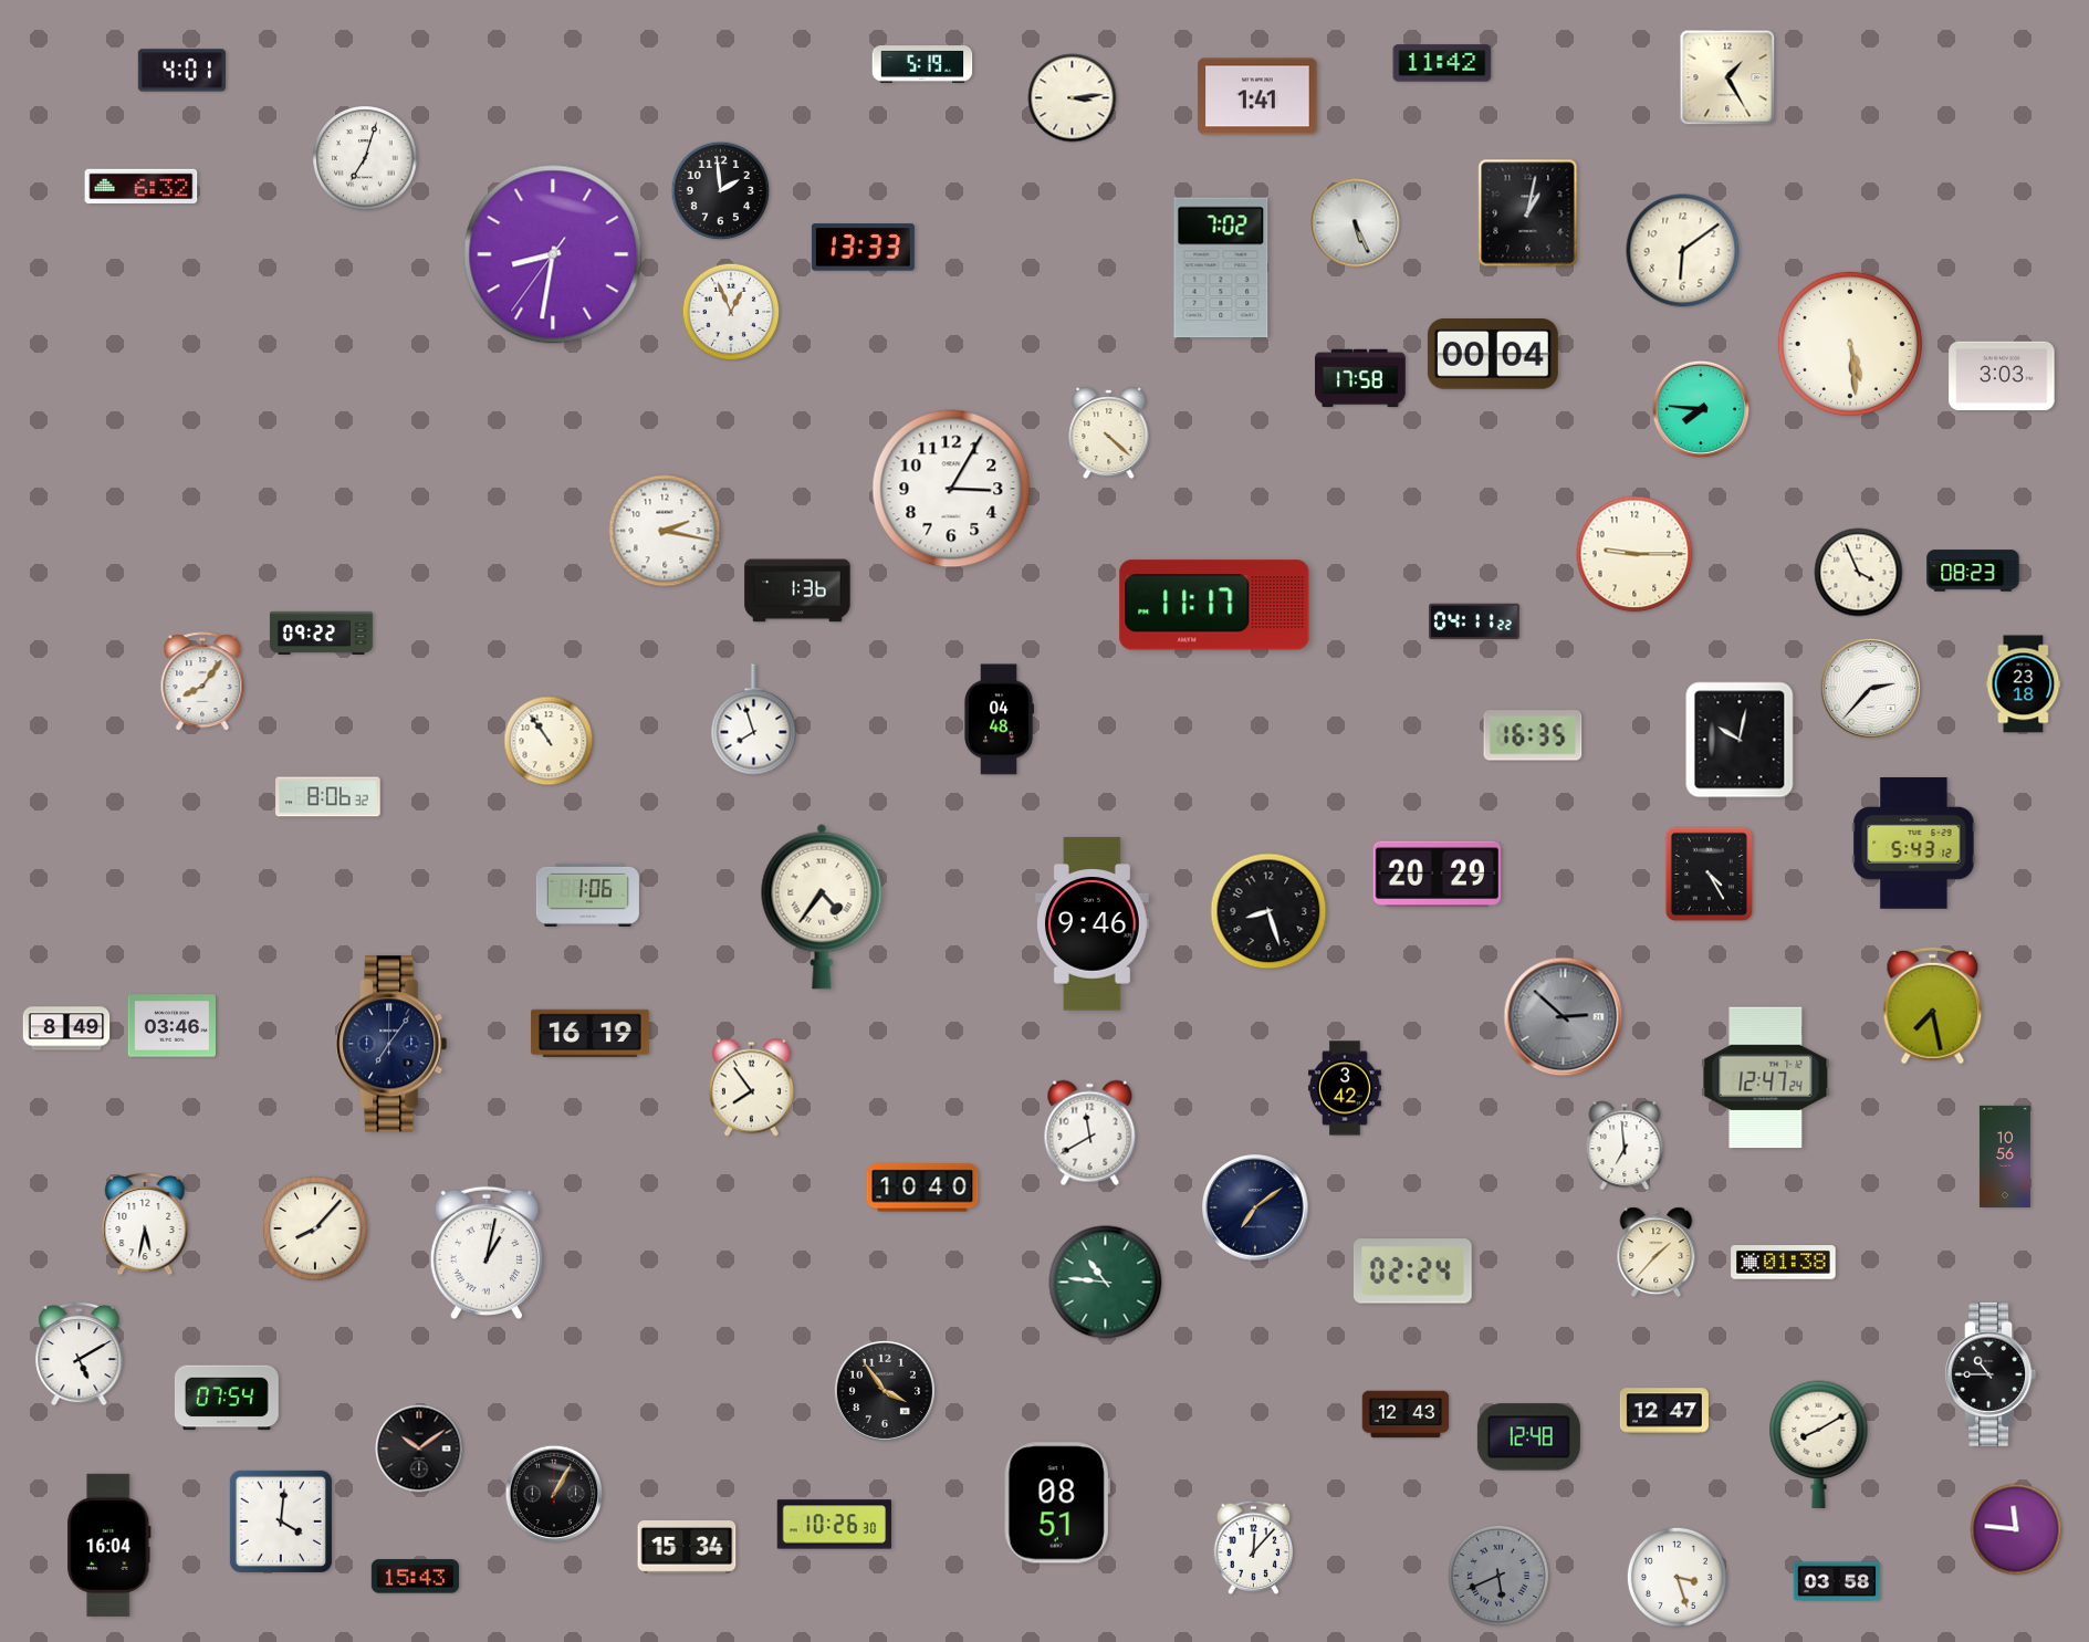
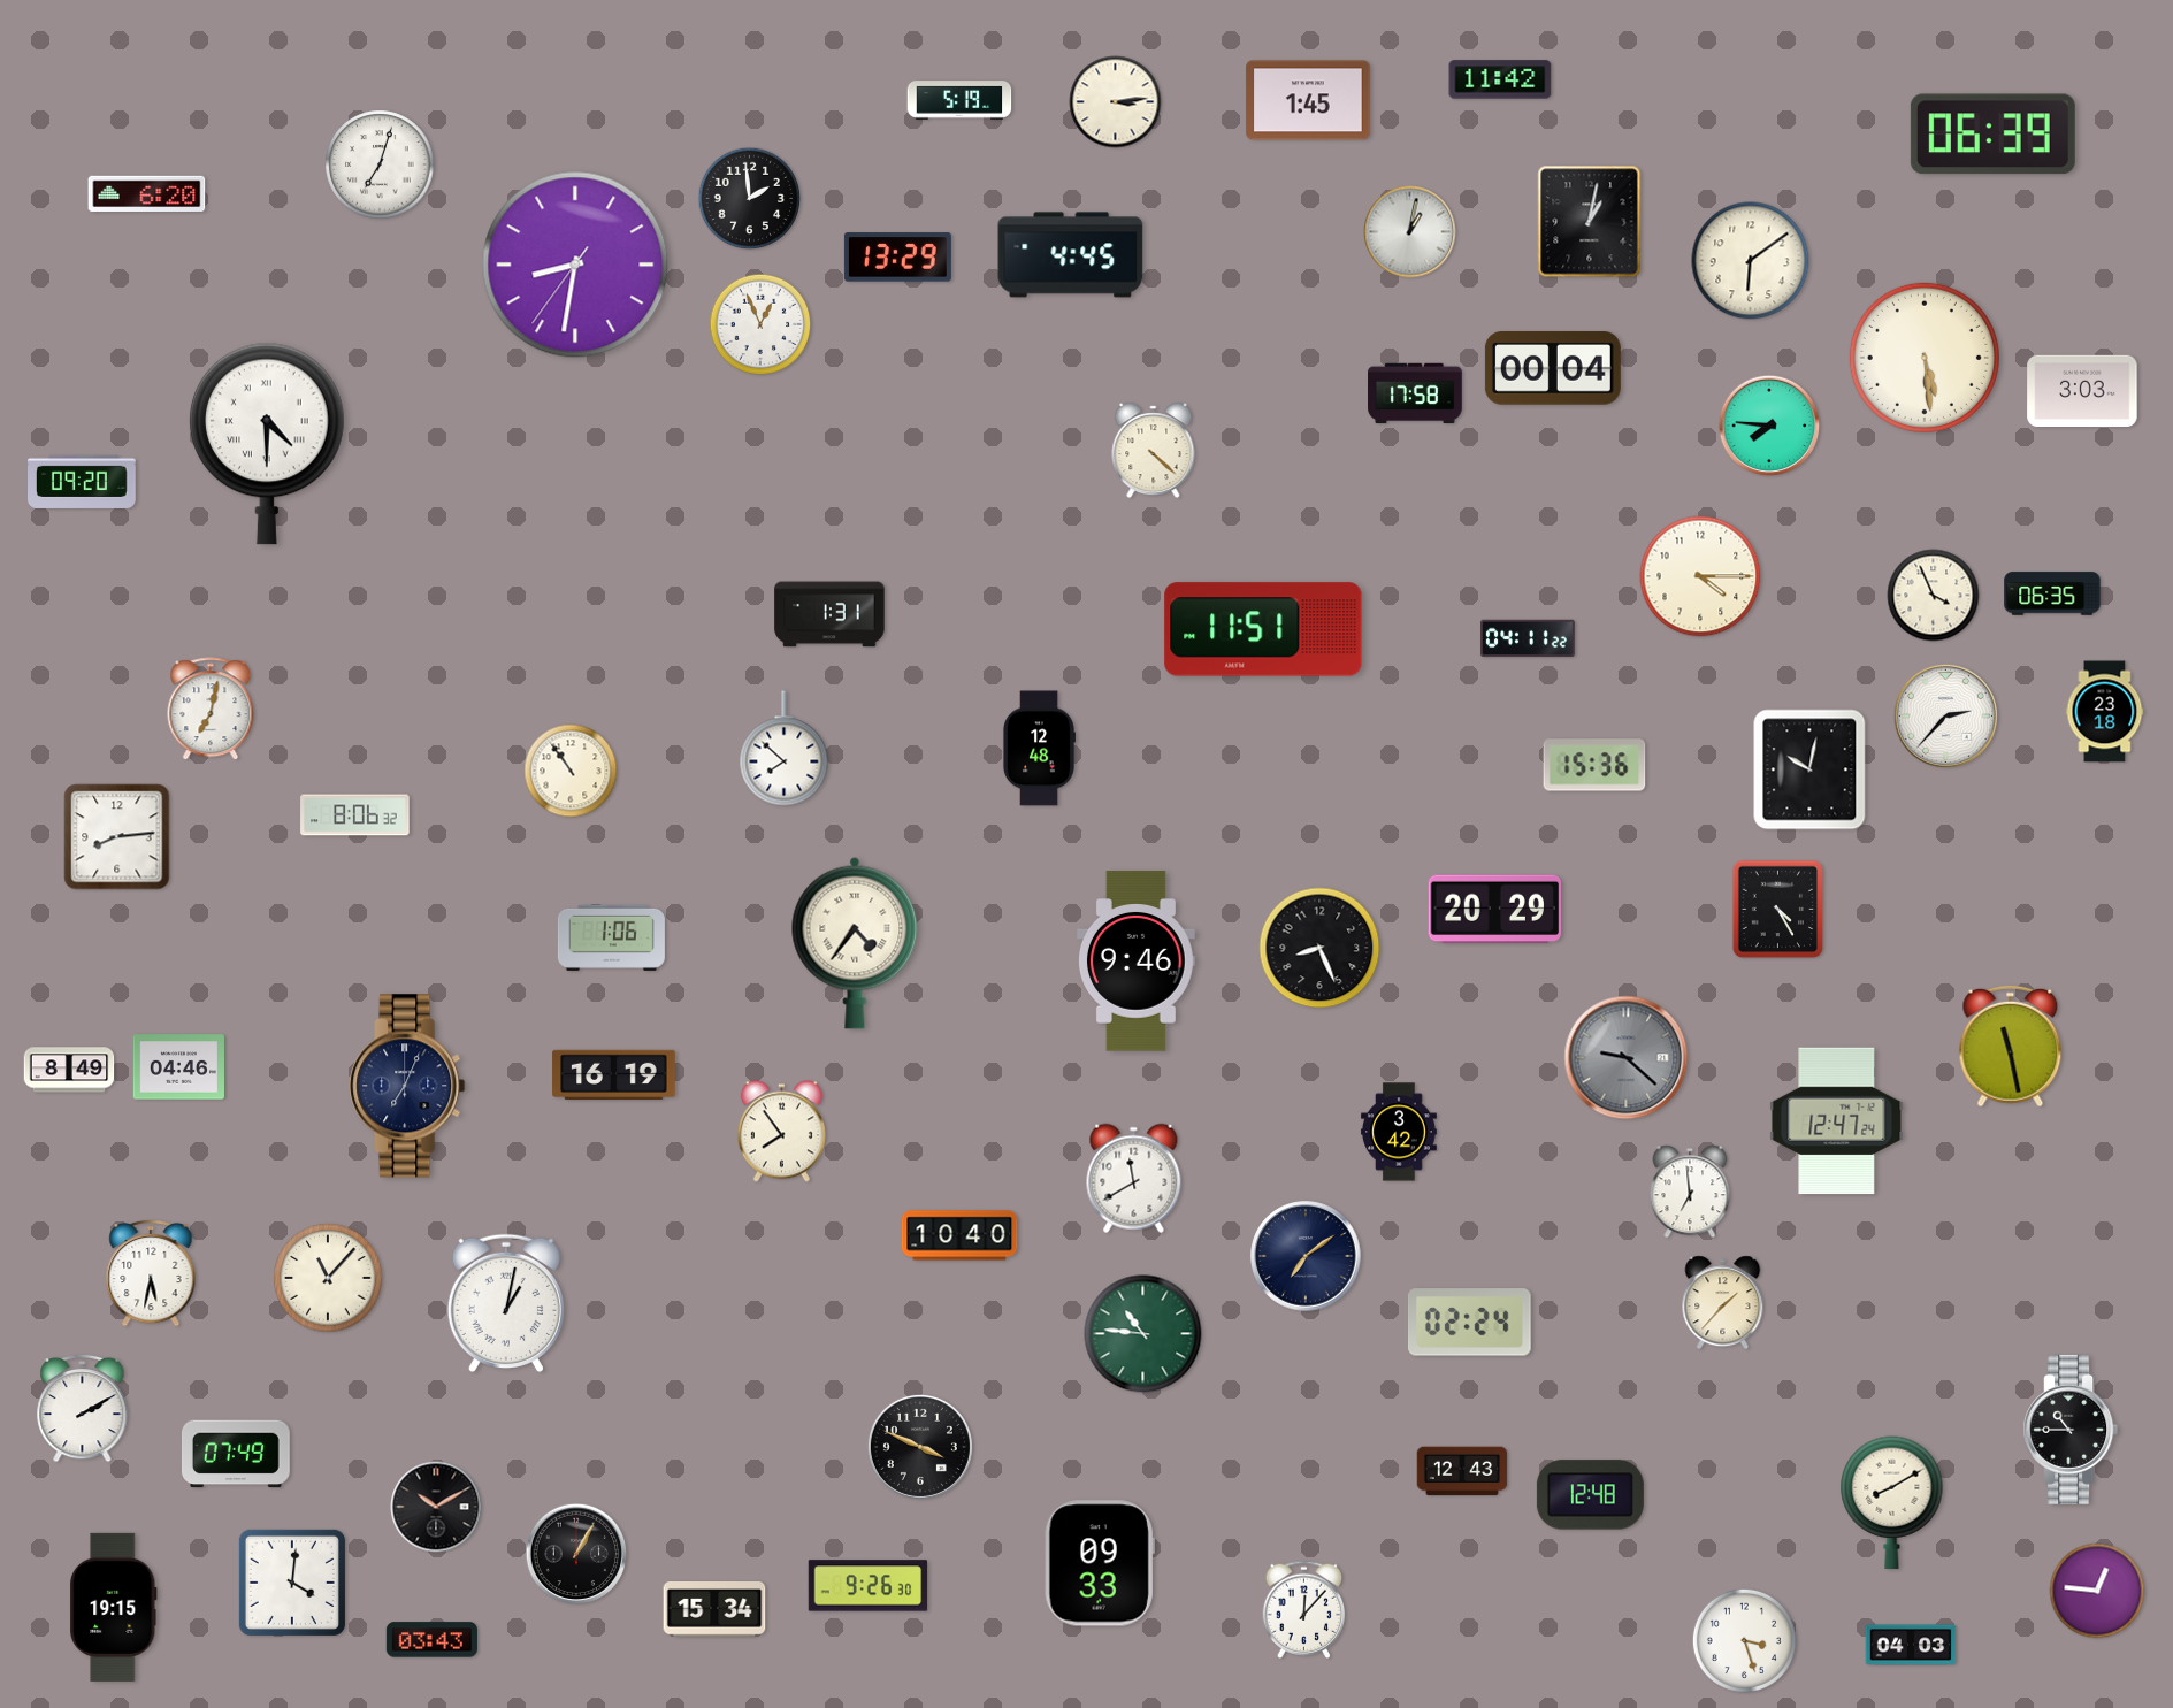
clock at (1442, 63) position: (1442, 63) -> (1500, 79)
clock at (922, 64) position: (922, 64) -> (959, 100)
clock at (181, 71): 4:01 -> none
clock at (1727, 77): 1:25 -> none
clock at (1257, 96): 1:41 -> 1:45
clock at (1992, 135): none -> 06:39
clock at (142, 187): 6:32 -> 6:20
clock at (1356, 223): 5:26 -> 1:02
clock at (1071, 255): none -> 4:45
clock at (863, 248): 13:33 -> 13:29
clock at (1221, 268): 7:02 -> none
clock at (267, 444): none -> 4:30
clock at (83, 482): none -> 09:20
clock at (951, 489): 3:05 -> none
clock at (665, 531): 2:17 -> none
clock at (1634, 554): 9:15 -> 4:15
clock at (1973, 571): 08:23 -> 06:35
clock at (797, 590): 1:36 -> 1:31
clock at (1214, 605): 11:17 -> 11:51
clock at (1474, 621) position: (1474, 621) -> (1528, 638)
clock at (321, 632): 09:22 -> none
clock at (202, 682): 8:06 -> 7:02
clock at (754, 720): 7:57 -> 7:52
clock at (999, 720): 04:48 -> 12:48
clock at (1533, 735): 16:35 -> 15:36
clock at (328, 797) position: (328, 797) -> (355, 815)
clock at (117, 837): none -> 8:14
clock at (1914, 844): 5:43 -> none
clock at (587, 895) position: (587, 895) -> (611, 937)
clock at (1268, 911): 8:27 -> 8:26
clock at (1933, 1006): 7:28 -> 11:28
clock at (1564, 1017): 2:52 -> 9:22
clock at (171, 1026): 03:46 -> 04:46
clock at (391, 1044): 7:06 -> 7:04
clock at (2005, 1157): 10:56 -> none
clock at (315, 1228): 8:07 -> 11:07
clock at (1784, 1263): 01:38 -> none
clock at (1106, 1283) position: (1106, 1283) -> (1143, 1334)
clock at (80, 1353): 5:10 -> 2:10
clock at (885, 1391): 3:54 -> 3:49
clock at (227, 1398): 07:54 -> 07:49
clock at (1664, 1411): 12:47 -> none
clock at (419, 1448): 10:09 -> 10:10
clock at (1057, 1503): 08:51 -> 09:33
clock at (835, 1525): 10:26 -> 9:26
clock at (2016, 1529): 11:46 -> 12:46
clock at (109, 1545): 16:04 -> 19:15
clock at (1498, 1576): 5:41 -> none
clock at (415, 1577): 15:43 -> 03:43
clock at (1837, 1581): 03:58 -> 04:03
